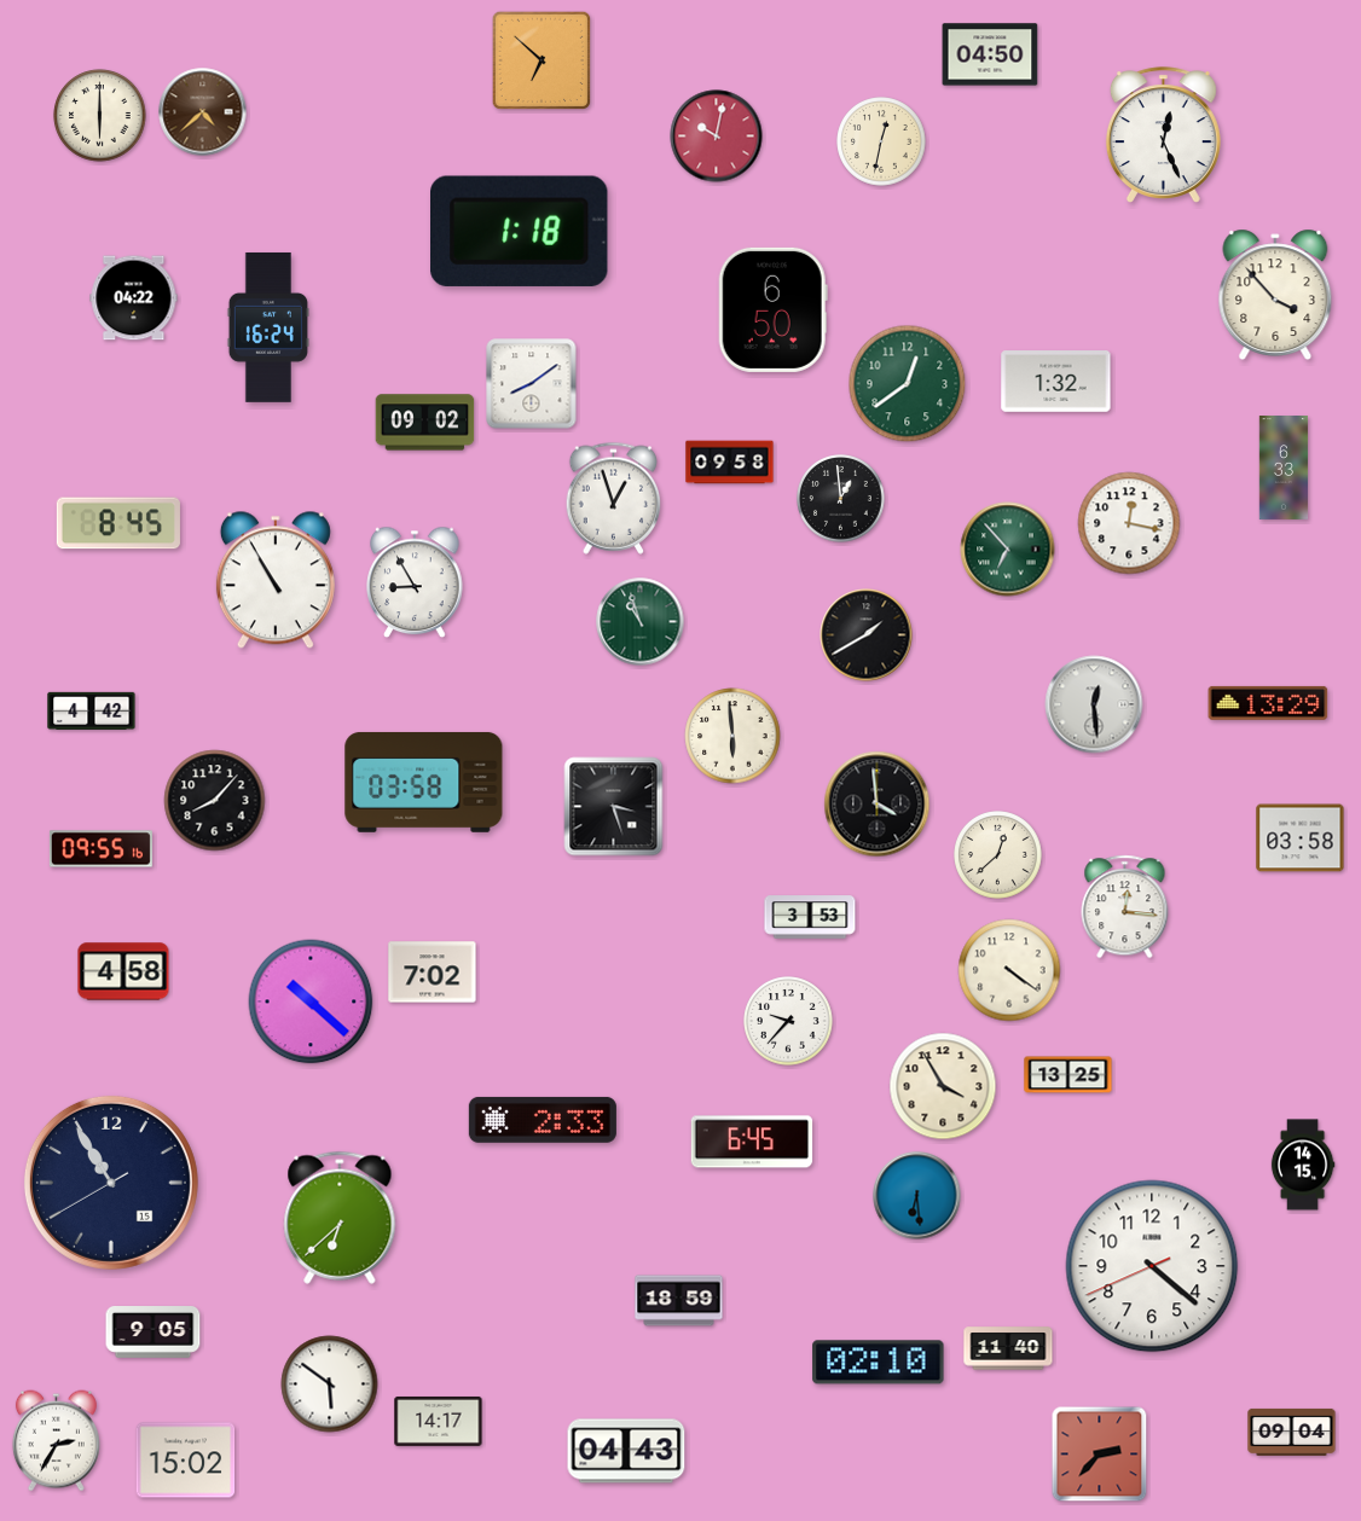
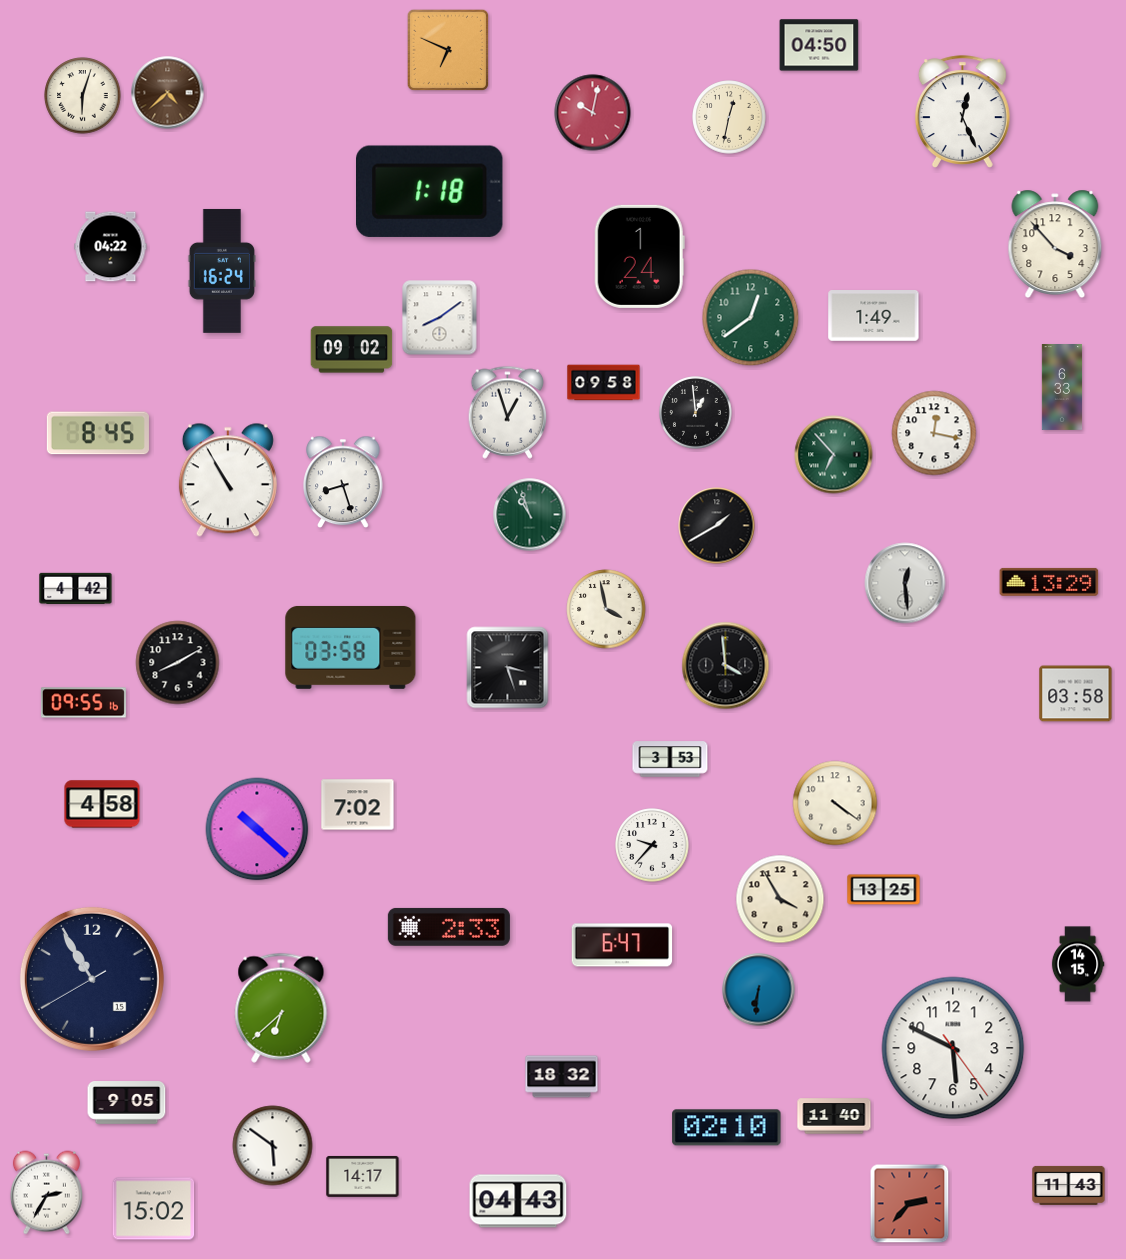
clock at (541, 60): 6:52 -> 6:49
clock at (100, 116): 6:00 -> 6:03
clock at (772, 309): 6:50 -> 1:24
clock at (1056, 382): 1:32 -> 1:49
clock at (415, 582): 8:55 -> 8:27
clock at (732, 736): 5:59 -> 3:58
clock at (215, 801): 8:07 -> 8:10
clock at (998, 855): 12:38 -> none
clock at (1125, 907): 12:16 -> none
clock at (752, 1142): 6:45 -> 6:47
clock at (917, 1196): 6:29 -> 6:31
clock at (1152, 1266): 4:21 -> 5:49
clock at (679, 1301): 18:59 -> 18:32
clock at (1292, 1432): 09:04 -> 11:43
